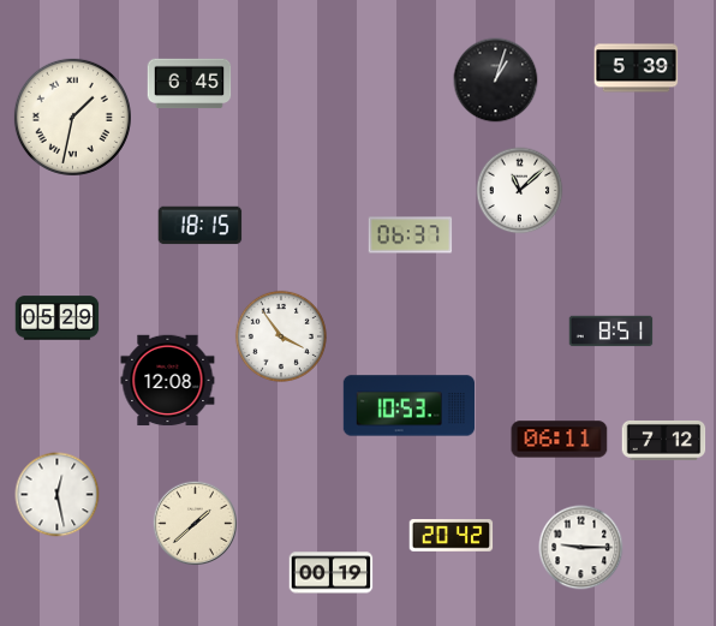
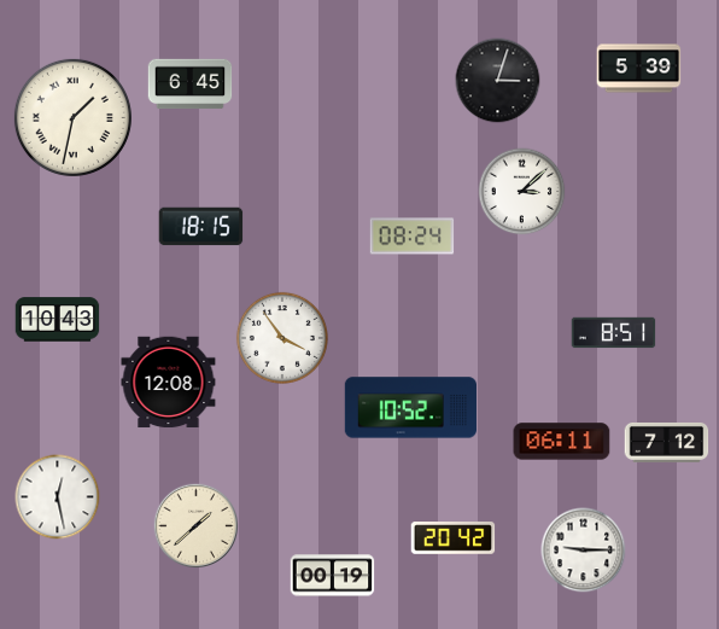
clock at (496, 81): 1:03 -> 3:03
clock at (520, 191): 11:08 -> 3:08
clock at (411, 236): 06:37 -> 08:24
clock at (58, 318): 05:29 -> 10:43
clock at (408, 406): 10:53 -> 10:52
